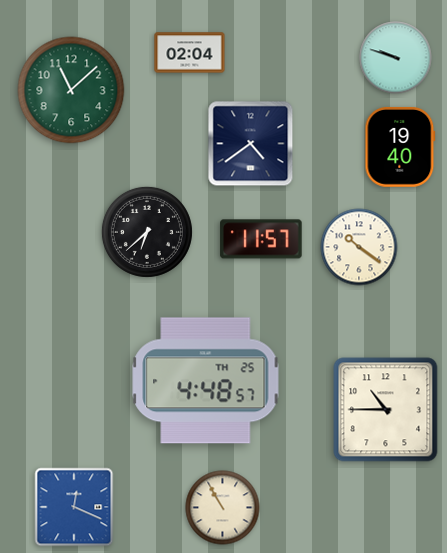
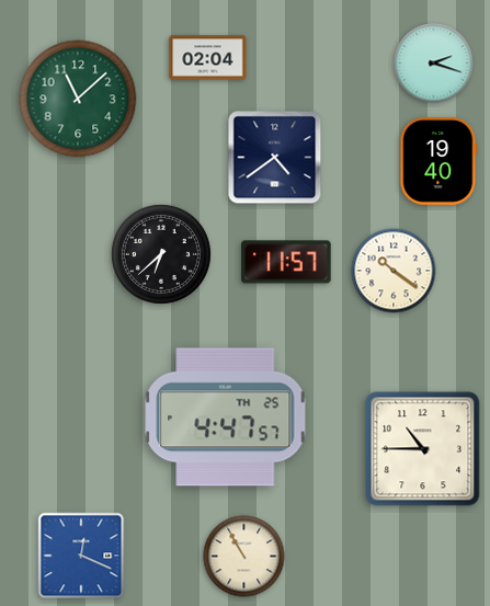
clock at (396, 58): 9:48 -> 2:18
clock at (206, 381): 4:48 -> 4:47
